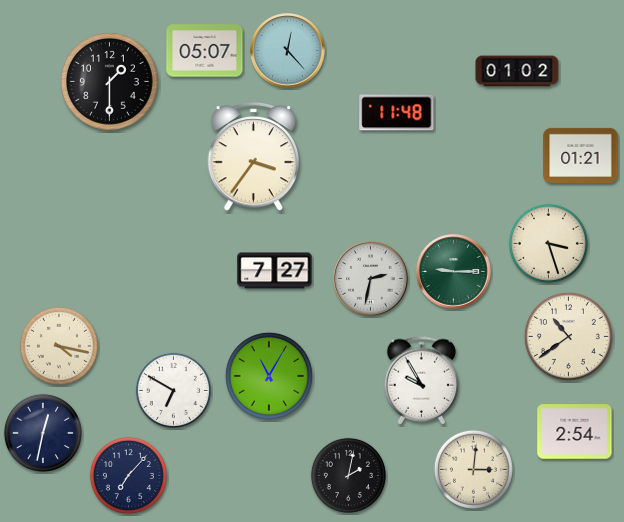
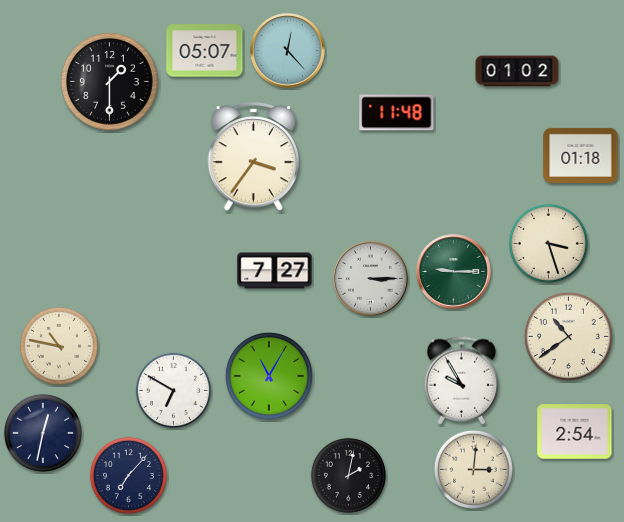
clock at (581, 155): 01:21 -> 01:18
clock at (371, 279): 2:32 -> 3:15
clock at (59, 346): 4:17 -> 10:47
clock at (422, 381) position: (422, 381) -> (462, 381)
